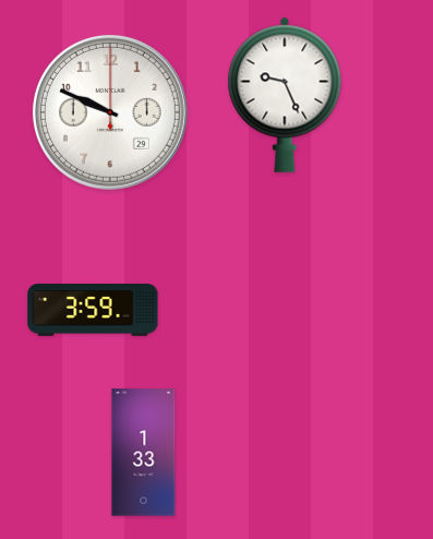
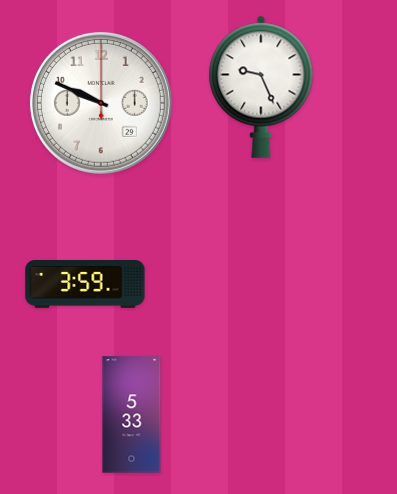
clock at (144, 453): 1:33 -> 5:33
